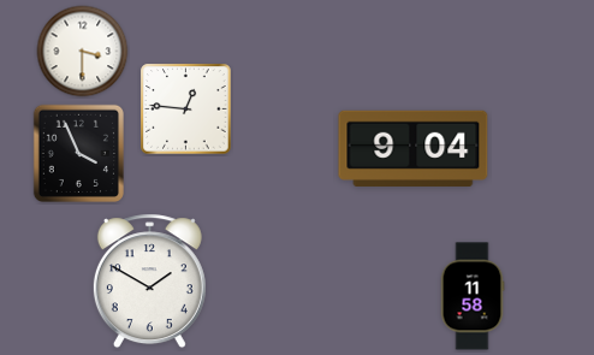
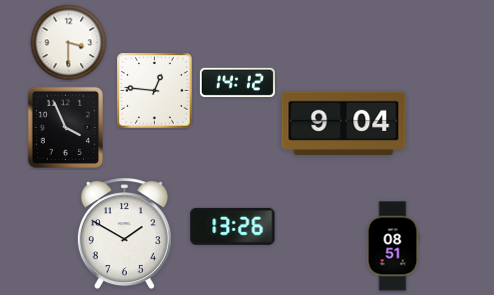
clock at (237, 82): none -> 14:12
clock at (233, 226): none -> 13:26
clock at (473, 296): 11:58 -> 08:51
